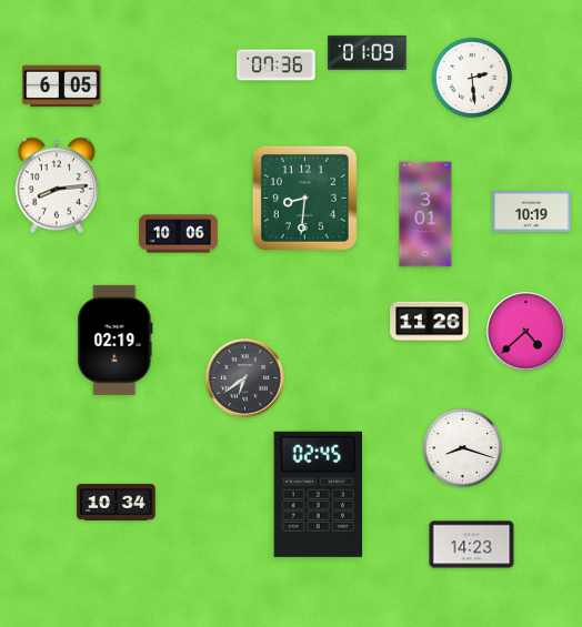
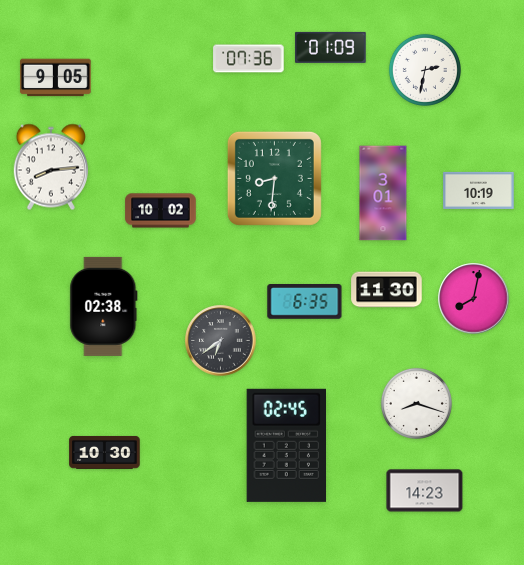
clock at (472, 78): 2:29 -> 2:32
clock at (62, 87): 6:05 -> 9:05
clock at (179, 234): 10:06 -> 10:02
clock at (430, 322): 11:26 -> 11:30
clock at (526, 332): 4:38 -> 8:02
clock at (305, 302): none -> 6:35
clock at (116, 340): 02:19 -> 02:38
clock at (117, 502): 10:34 -> 10:30
